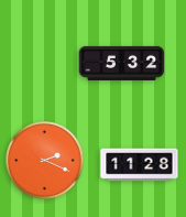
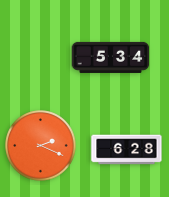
clock at (122, 63): 5:32 -> 5:34
clock at (140, 165): 11:28 -> 6:28
